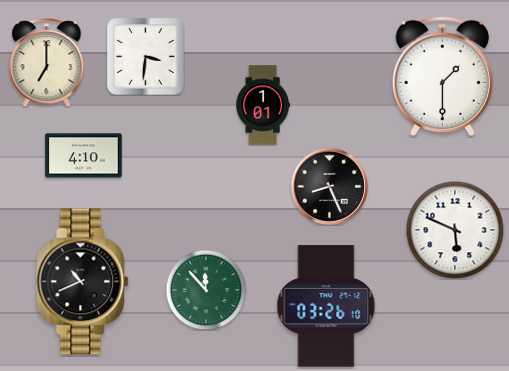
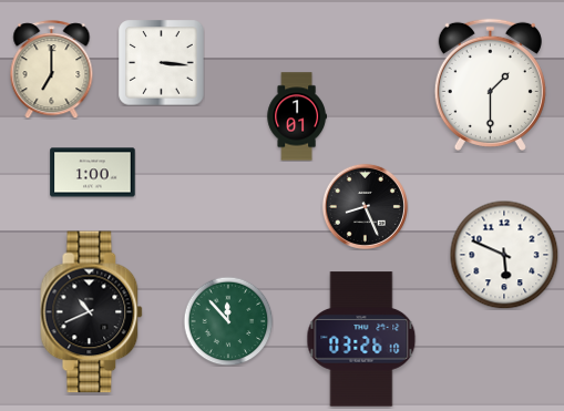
clock at (146, 57): 3:31 -> 3:16
clock at (262, 105) position: (262, 105) -> (296, 116)
clock at (84, 156): 4:10 -> 1:00
